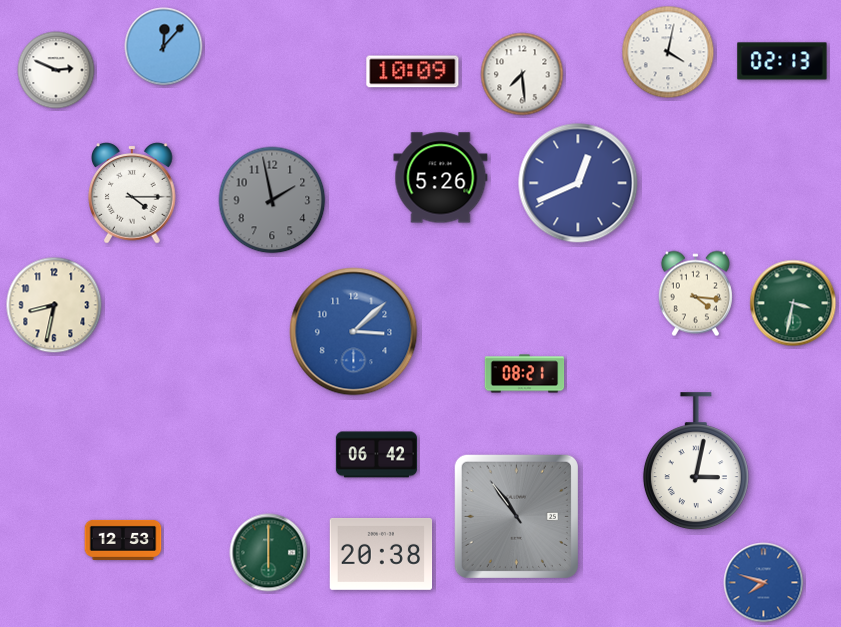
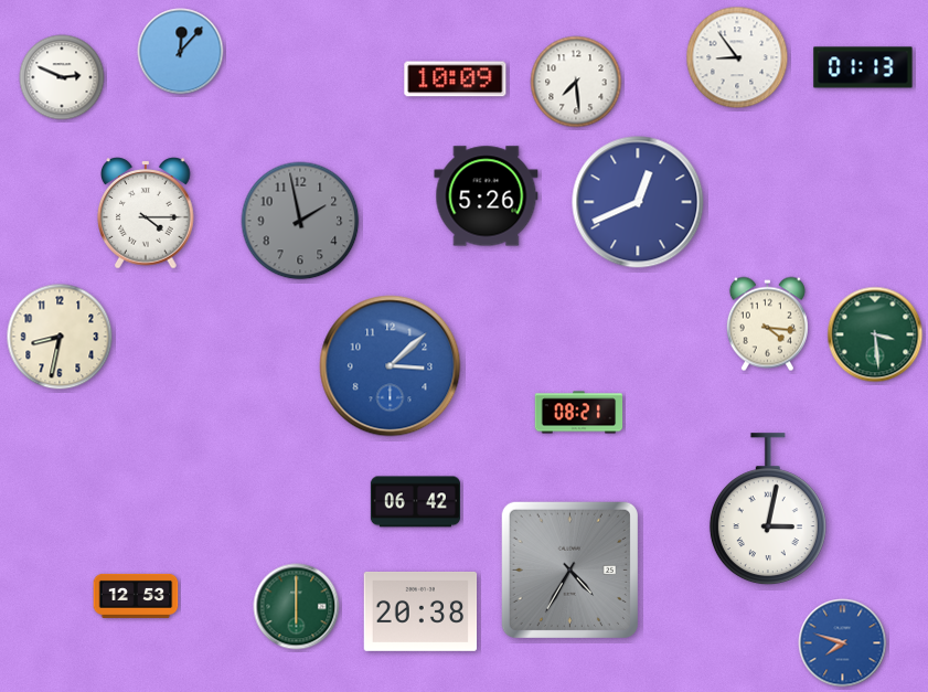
clock at (668, 52): 4:02 -> 8:54
clock at (782, 61): 02:13 -> 01:13
clock at (793, 303): 3:32 -> 3:29
clock at (516, 516): 10:54 -> 4:35
clock at (269, 553) position: (269, 553) -> (297, 607)
